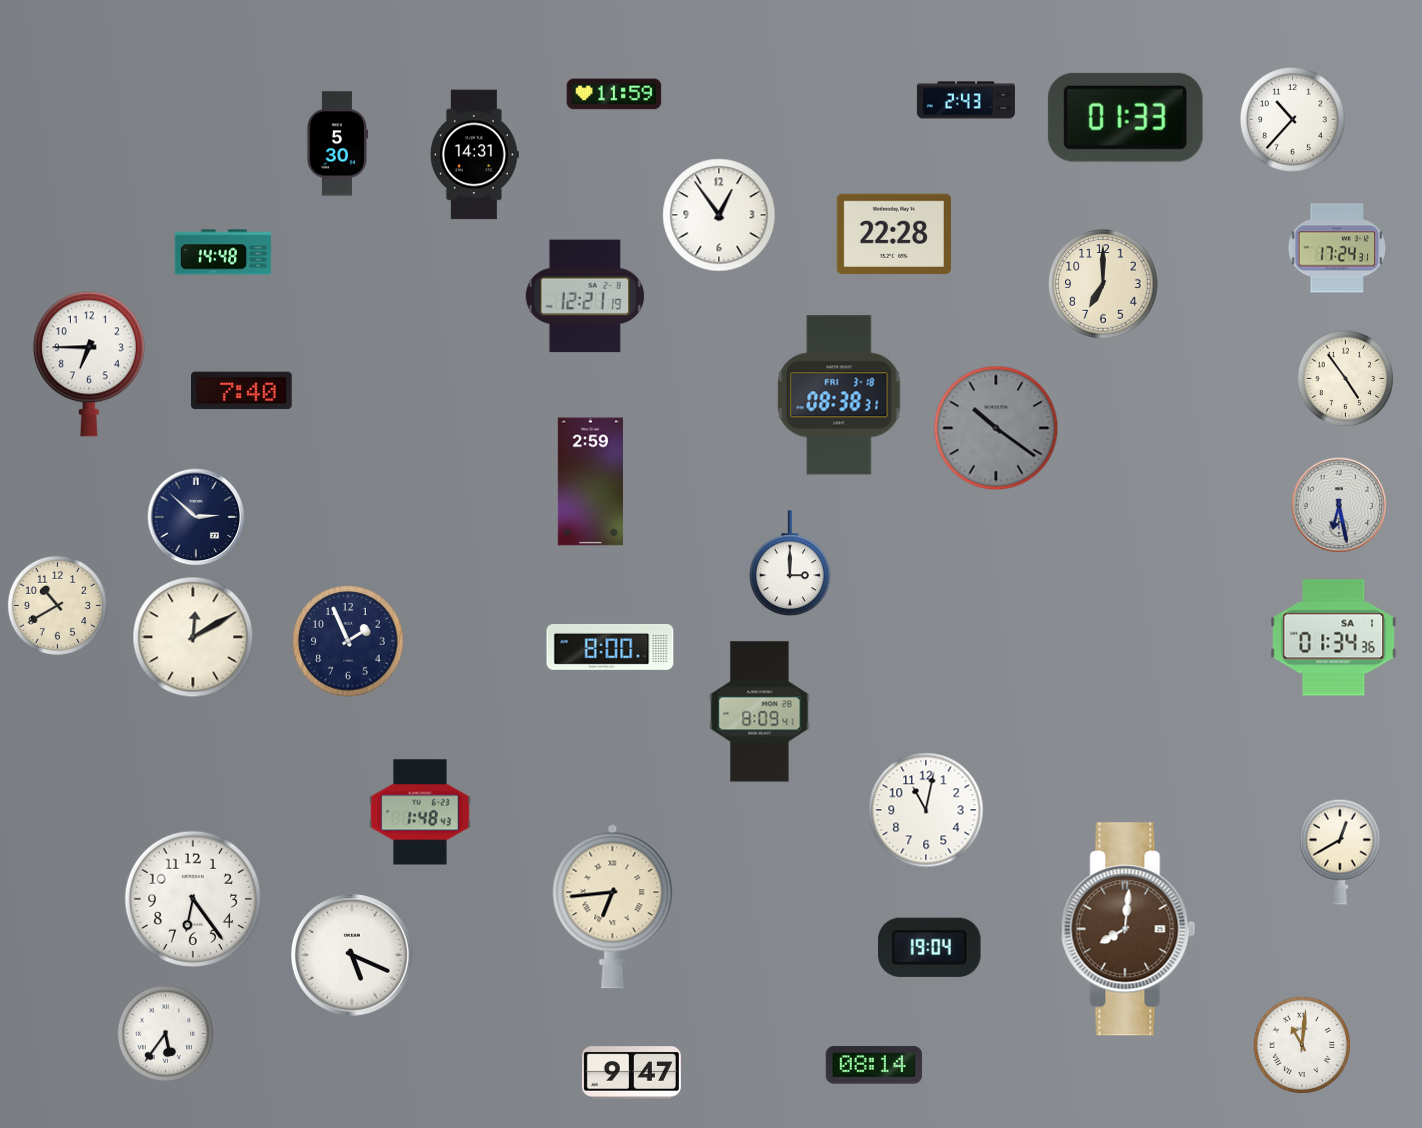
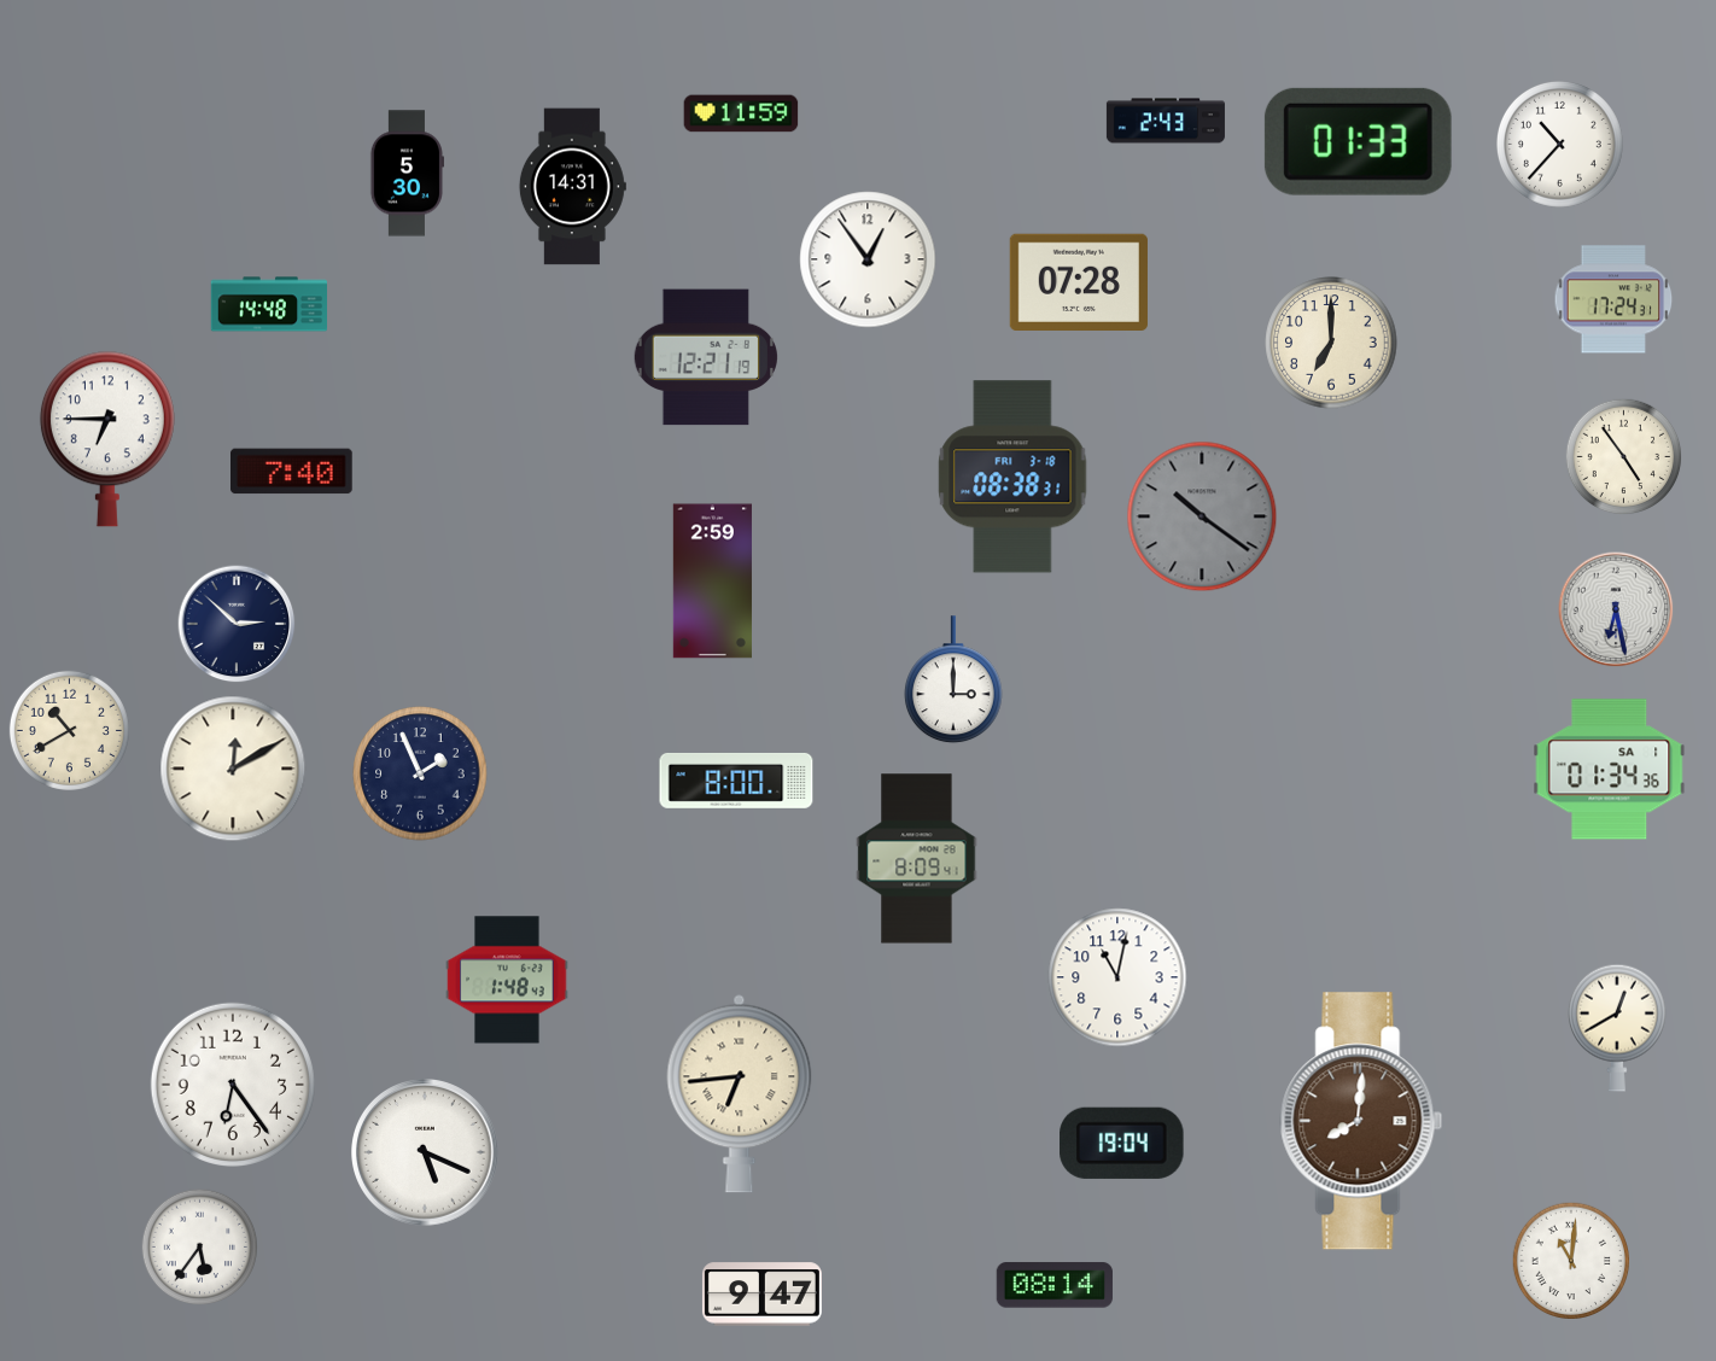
clock at (894, 233): 22:28 -> 07:28
